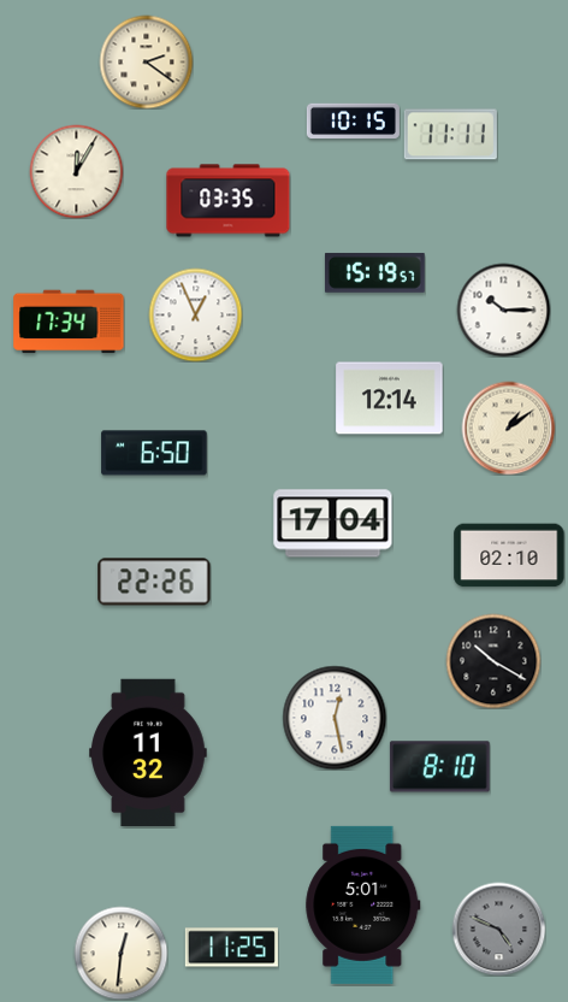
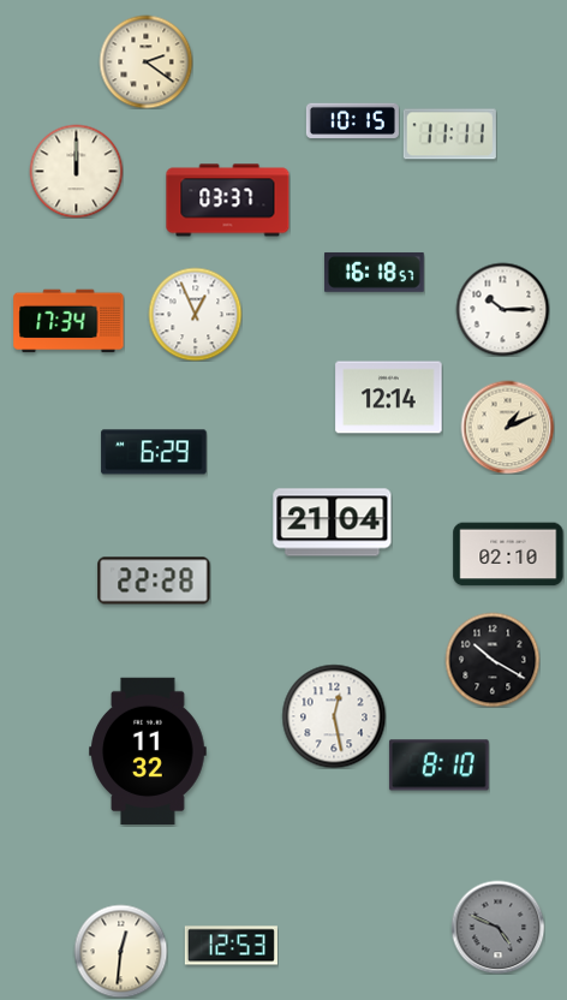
clock at (76, 171): 12:05 -> 12:00
clock at (229, 201): 03:35 -> 03:37
clock at (374, 272): 15:19 -> 16:18
clock at (508, 428): 1:09 -> 1:11
clock at (154, 453): 6:50 -> 6:29
clock at (333, 524): 17:04 -> 21:04
clock at (154, 582): 22:26 -> 22:28
clock at (363, 904): 5:01 -> none
clock at (231, 948): 11:25 -> 12:53
